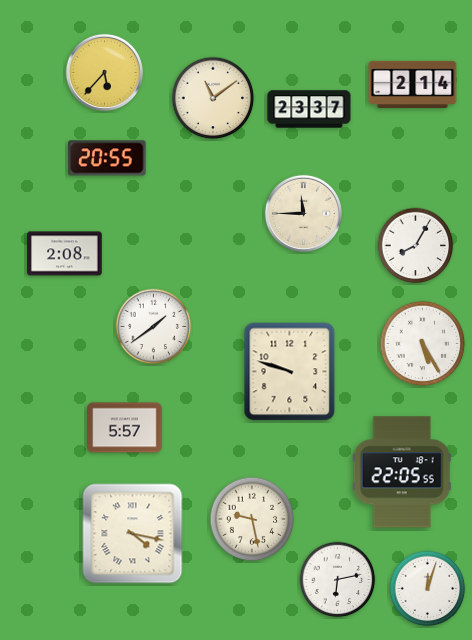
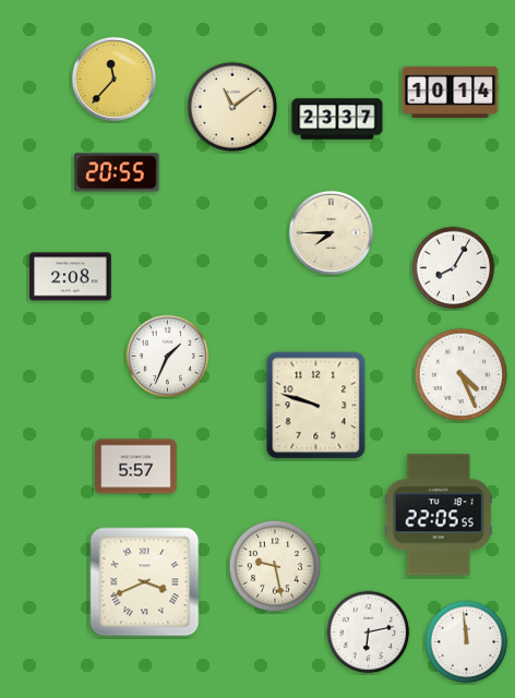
clock at (104, 72): 5:37 -> 11:37
clock at (413, 84): 2:14 -> 10:14
clock at (303, 213): 11:45 -> 7:45
clock at (154, 327): 1:39 -> 1:34
clock at (423, 344): 5:25 -> 4:26
clock at (133, 534): 4:17 -> 3:41
clock at (428, 589): 12:03 -> 11:59
